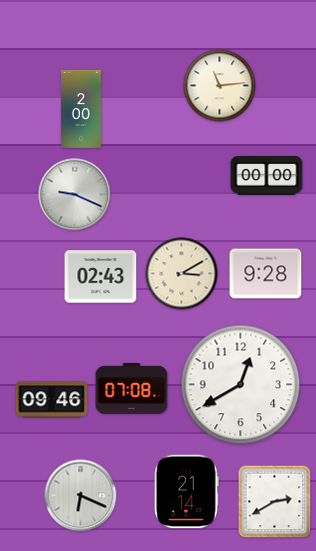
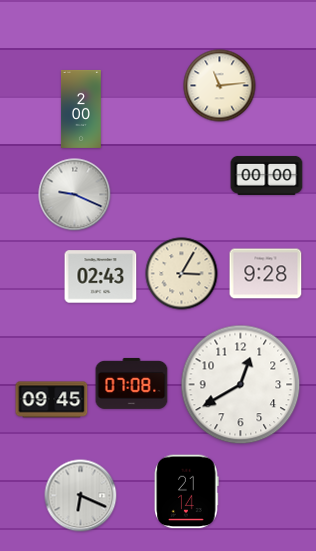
clock at (182, 274): 3:10 -> 3:05
clock at (132, 388) position: (132, 388) -> (132, 383)
clock at (52, 400): 09:46 -> 09:45
clock at (275, 502): 2:40 -> none
